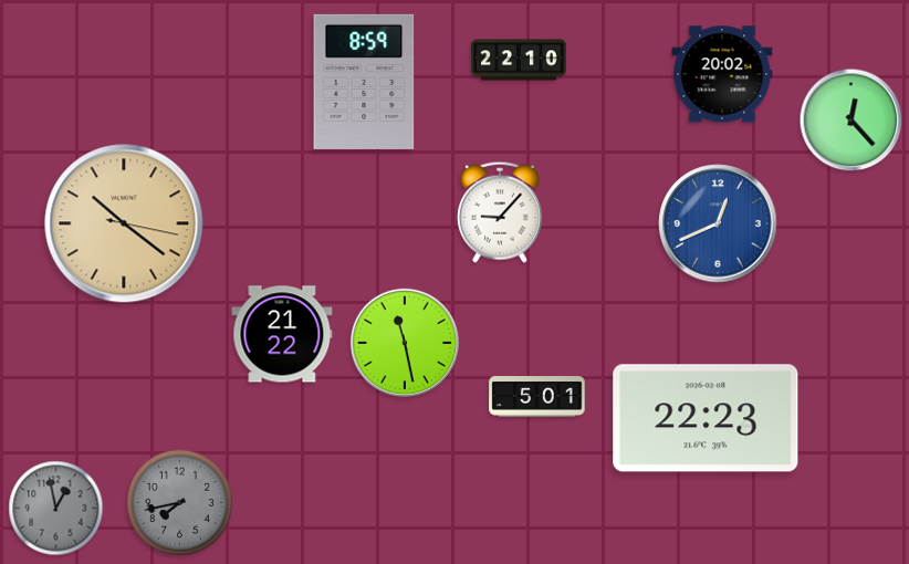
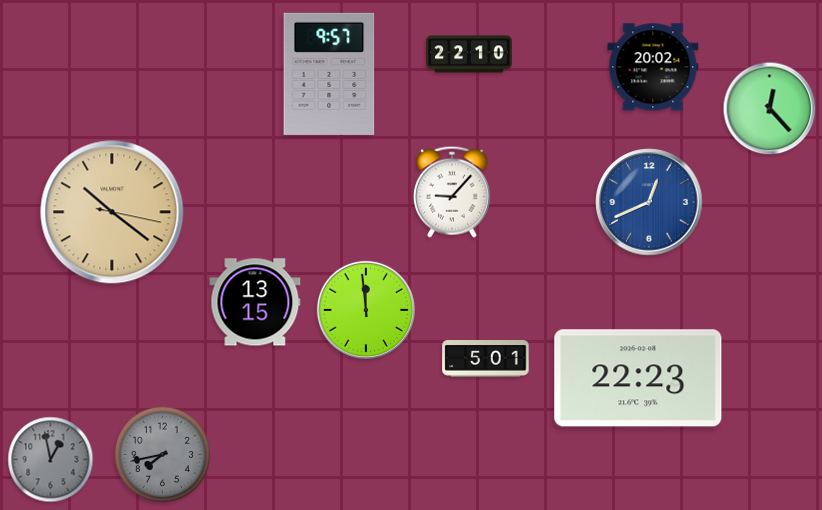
clock at (364, 82): 8:59 -> 9:57
clock at (124, 223) position: (124, 223) -> (112, 212)
clock at (282, 334): 21:22 -> 13:15
clock at (405, 343): 11:28 -> 11:59
